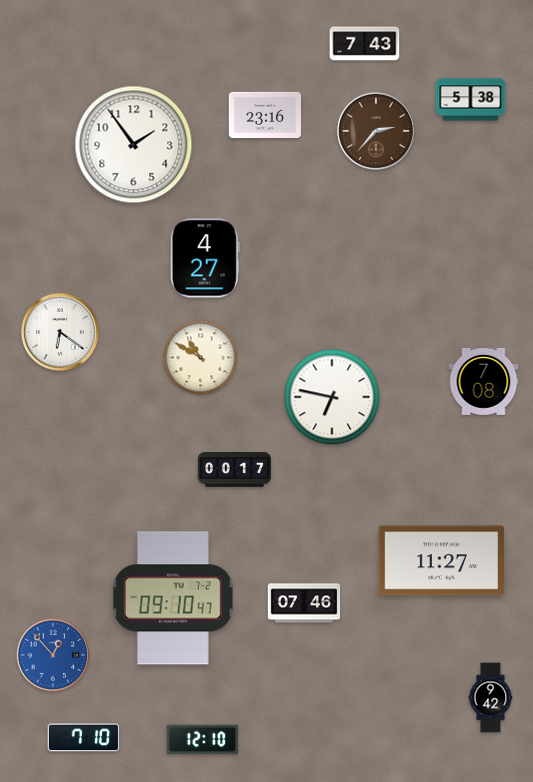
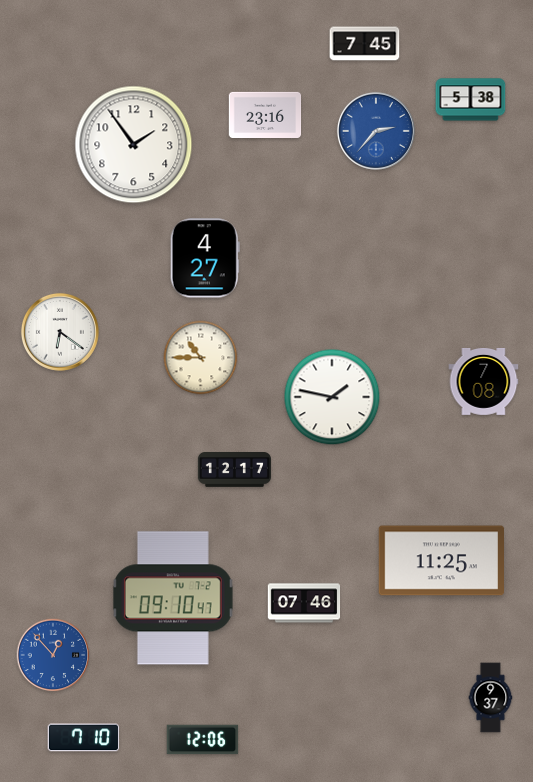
clock at (365, 44): 7:43 -> 7:45
clock at (376, 131) dial: brown -> blue
clock at (201, 358): 10:50 -> 10:45
clock at (332, 397): 6:47 -> 1:47
clock at (234, 470): 00:17 -> 12:17
clock at (441, 561): 11:27 -> 11:25
clock at (491, 698): 9:42 -> 9:37
clock at (203, 740): 12:10 -> 12:06
